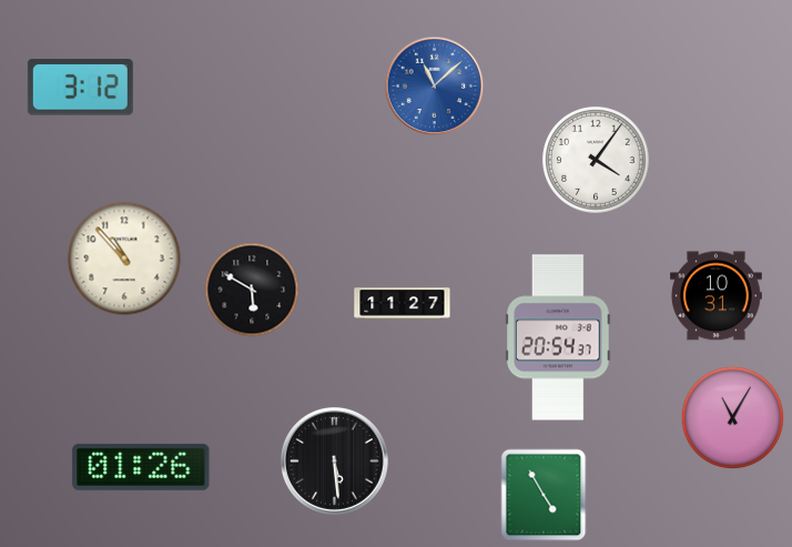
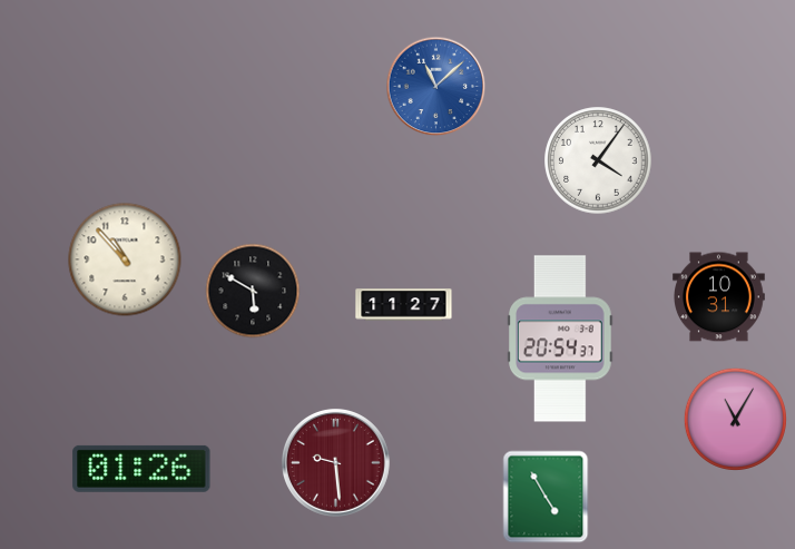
clock at (80, 88): 3:12 -> none
clock at (335, 462): 5:29 -> 9:29
clock at (335, 462) dial: black -> burgundy
